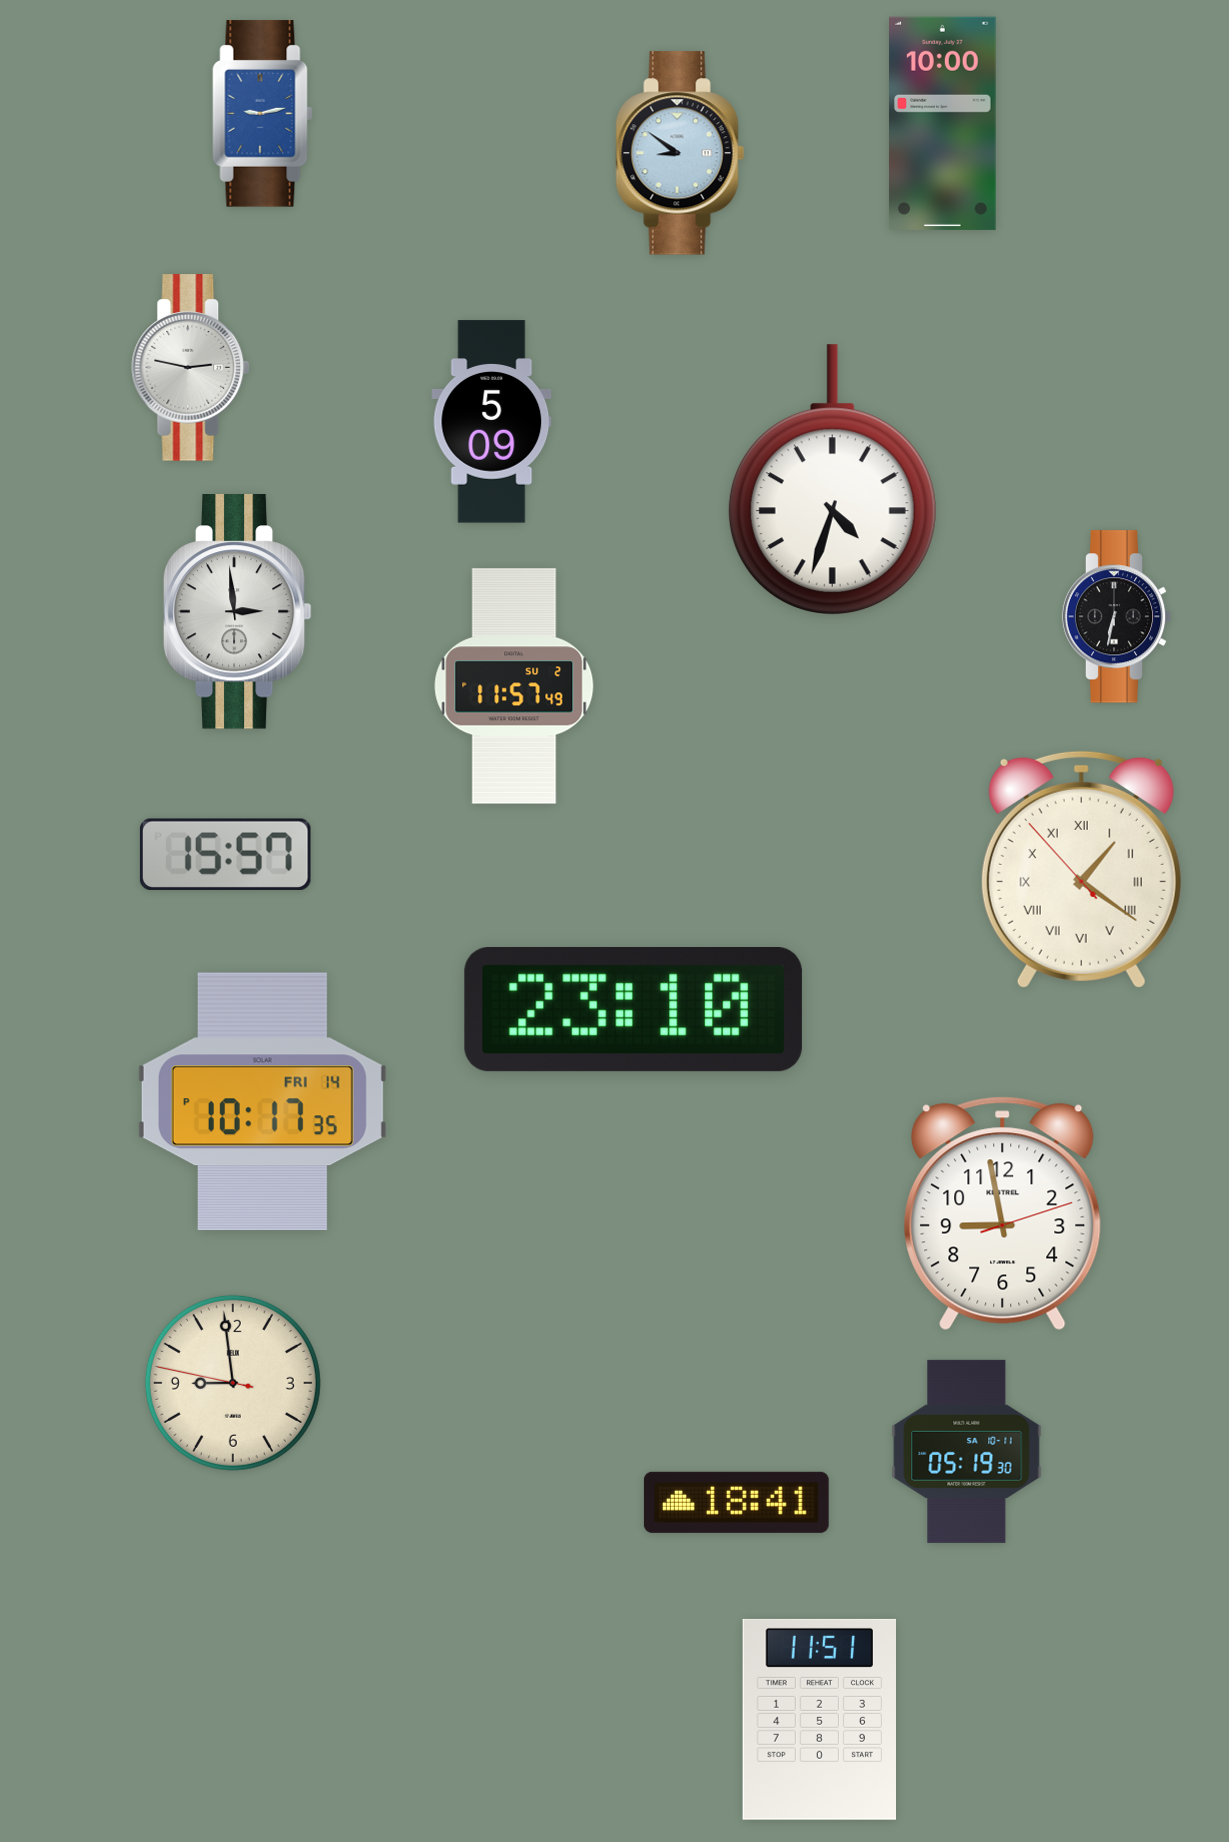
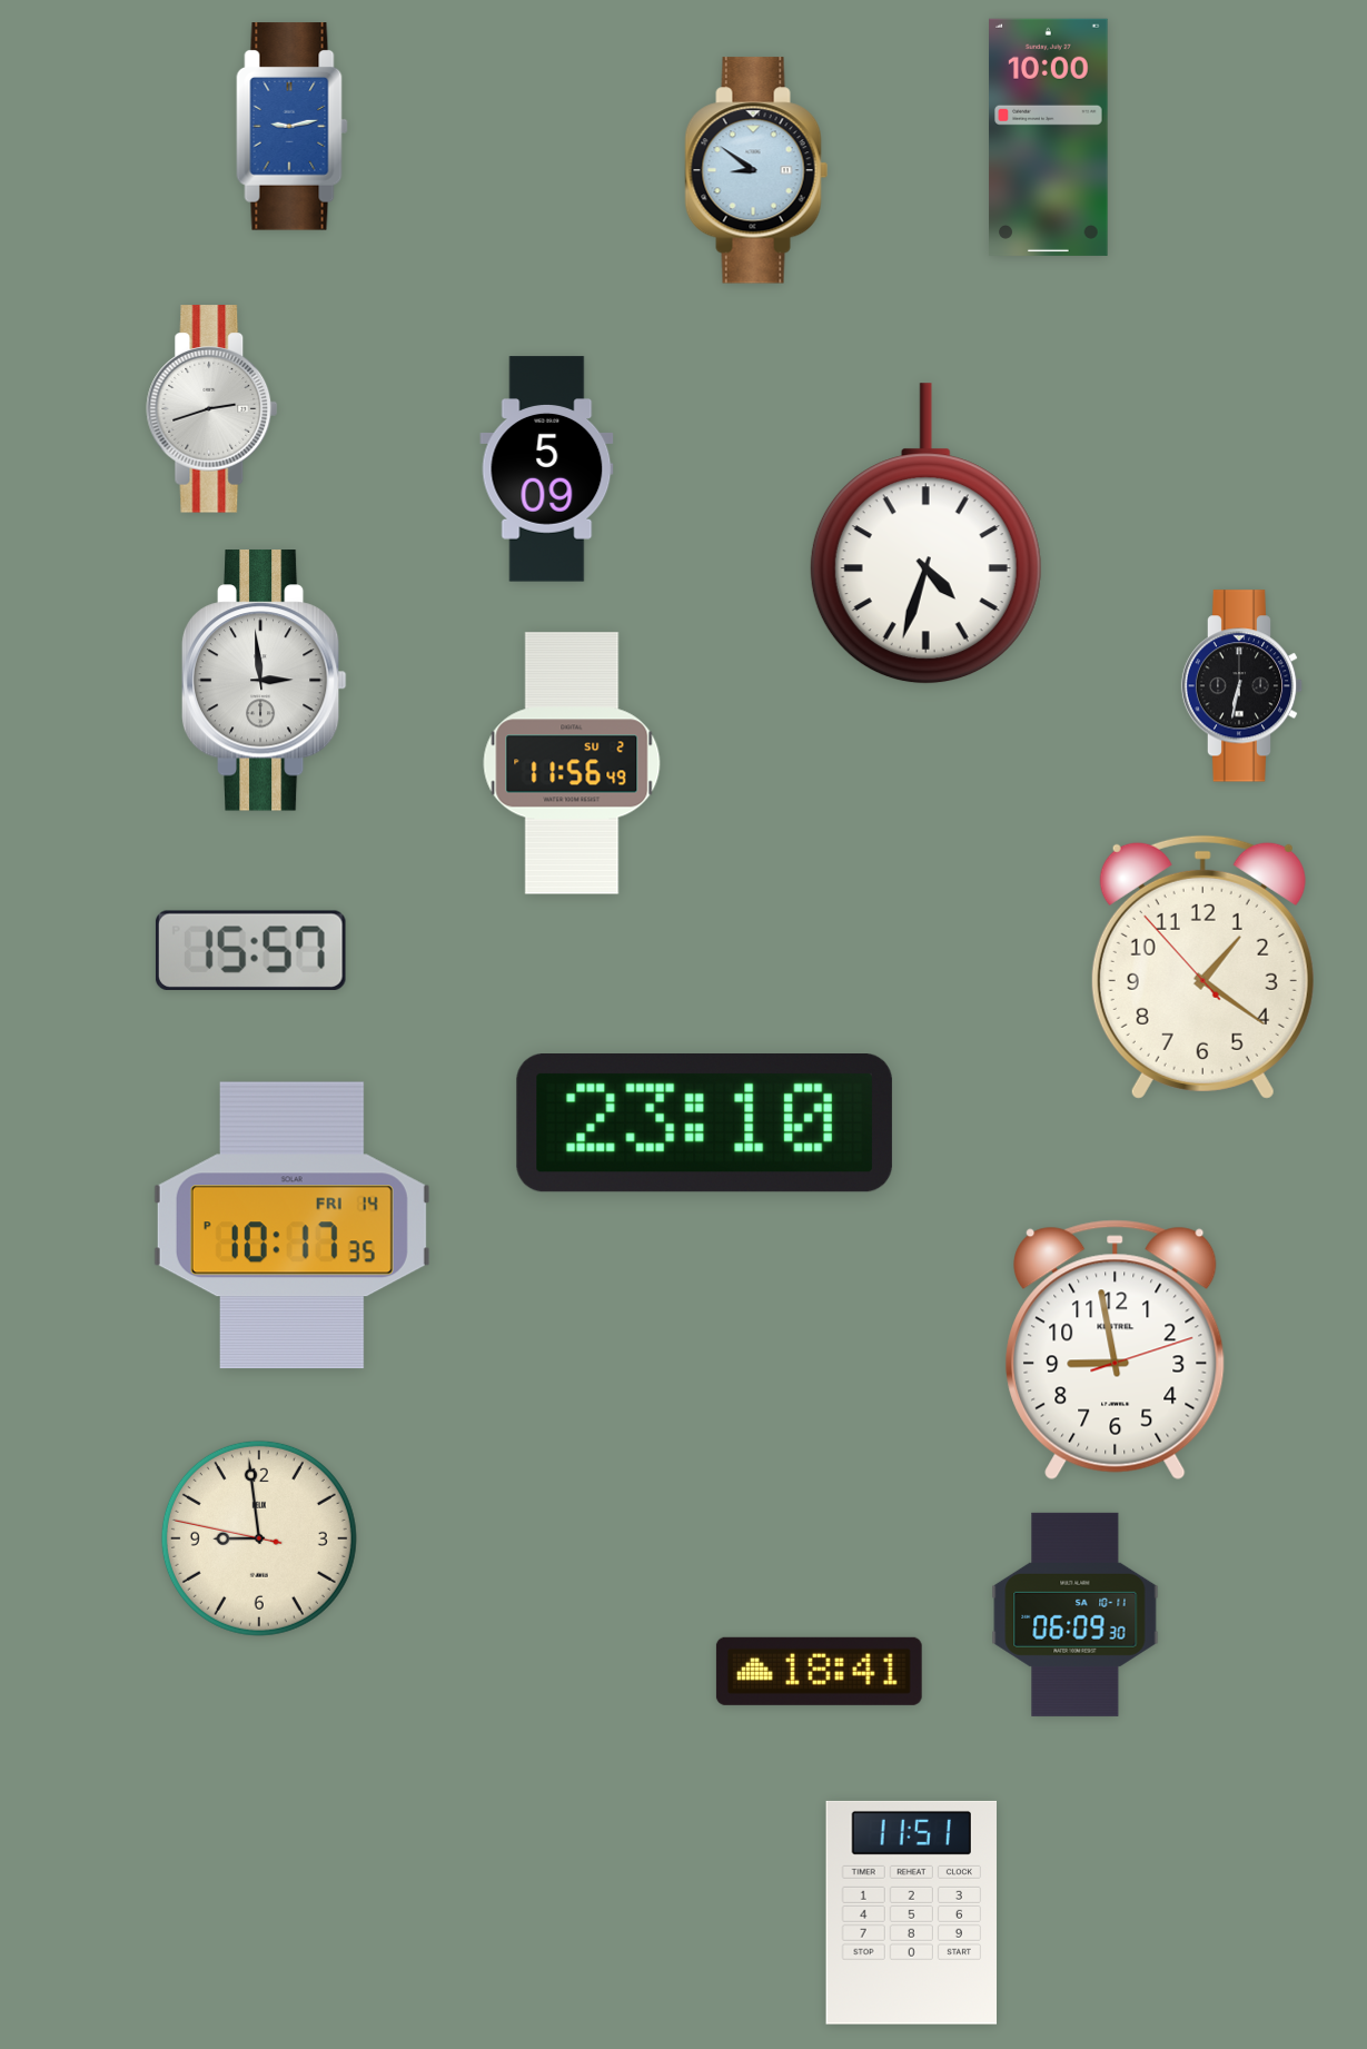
clock at (191, 368): 2:47 -> 2:42
clock at (514, 686): 11:57 -> 11:56
clock at (1081, 869) numerals: Roman -> Arabic
clock at (967, 1451): 05:19 -> 06:09
